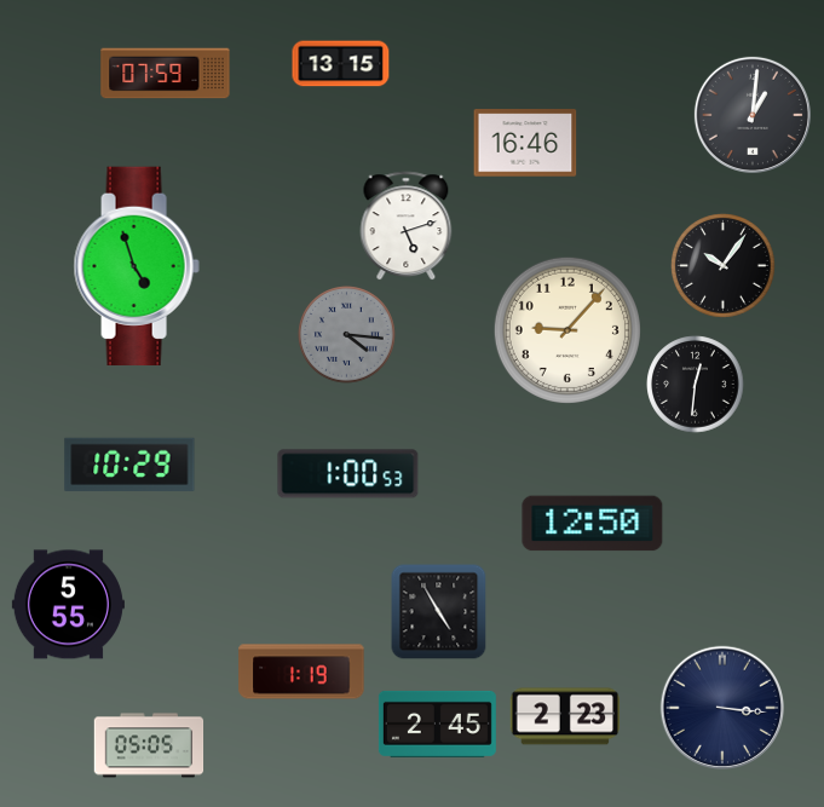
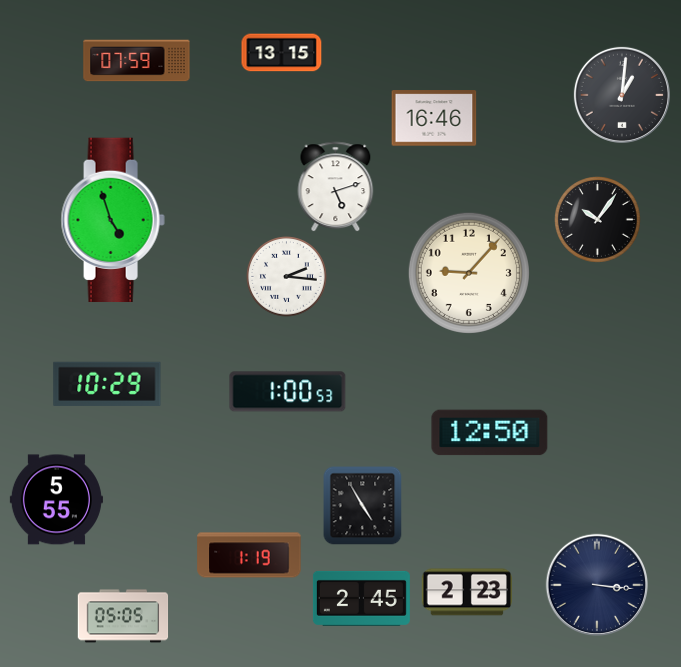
clock at (347, 335): 4:16 -> 2:16
clock at (347, 335) dial: grey -> white
clock at (696, 385): 12:31 -> none
